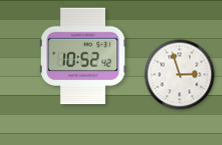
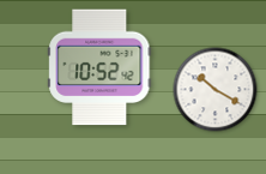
clock at (180, 75): 2:57 -> 10:20
